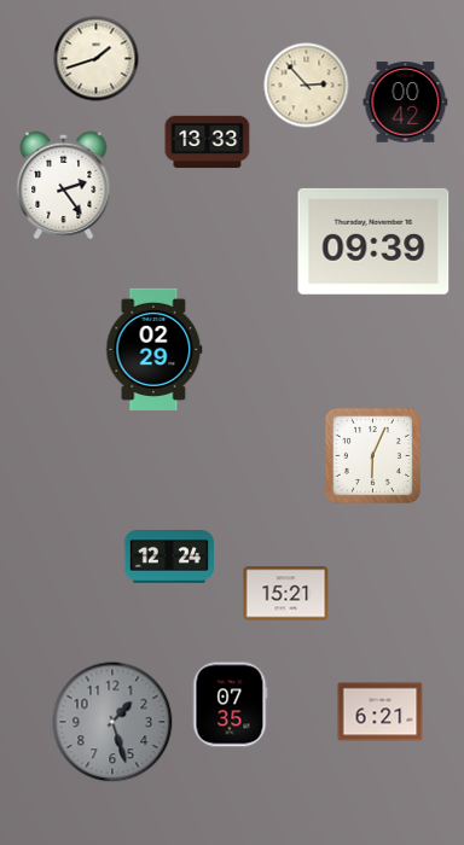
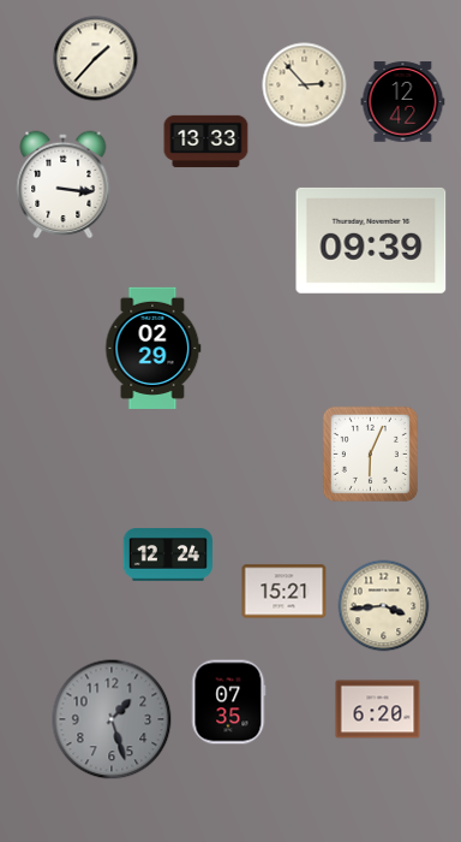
clock at (97, 59): 1:42 -> 1:37
clock at (406, 103): 00:42 -> 12:42
clock at (64, 186): 2:24 -> 3:16
clock at (384, 606): none -> 3:44
clock at (381, 712): 6:21 -> 6:20
